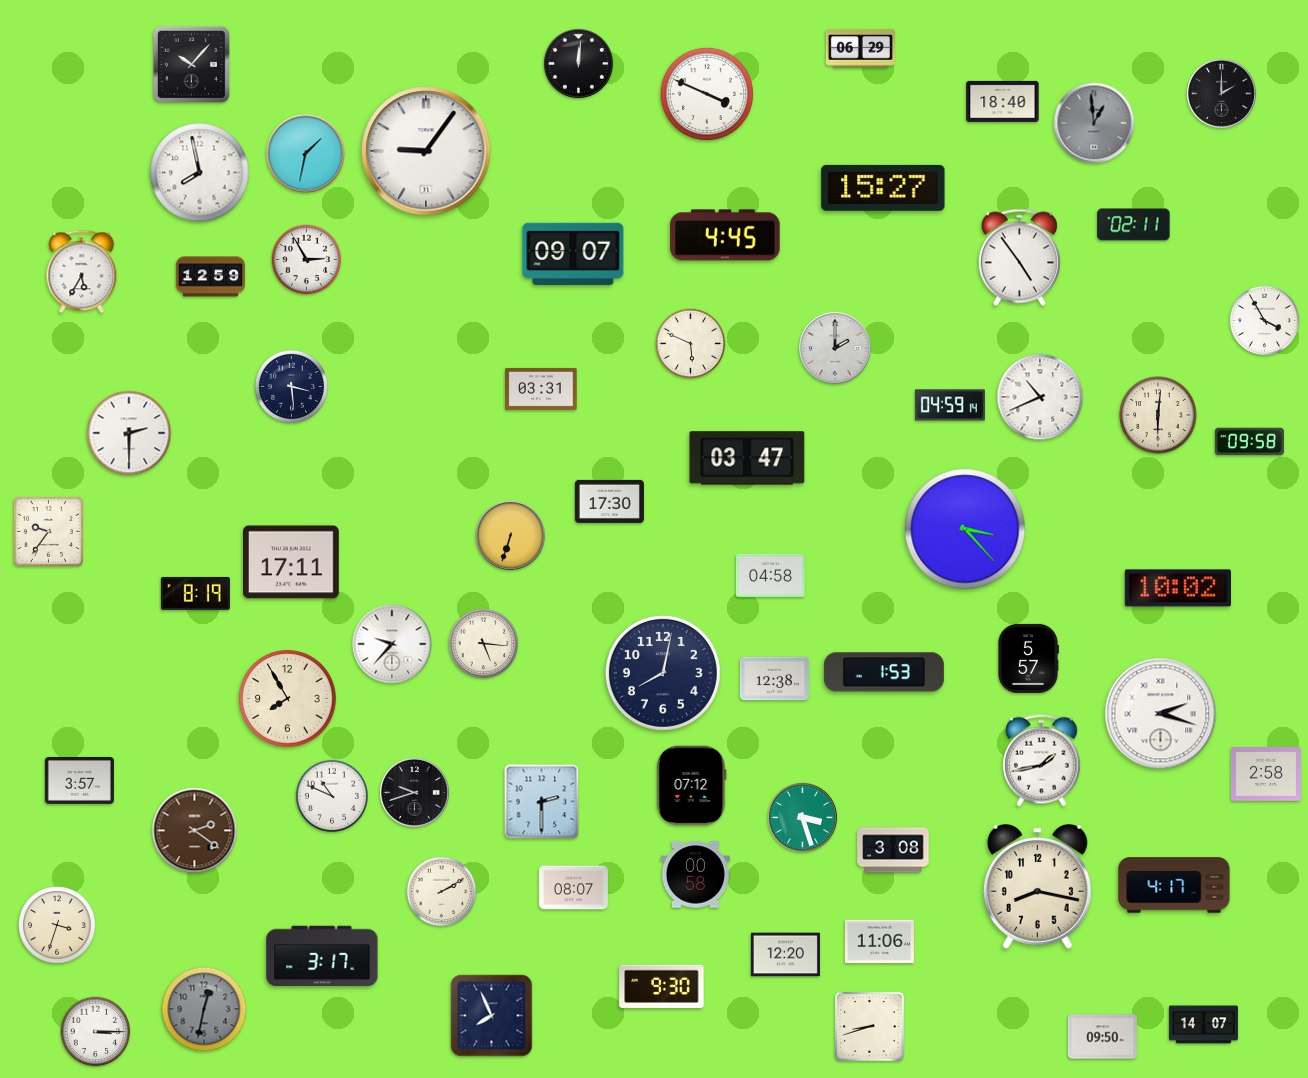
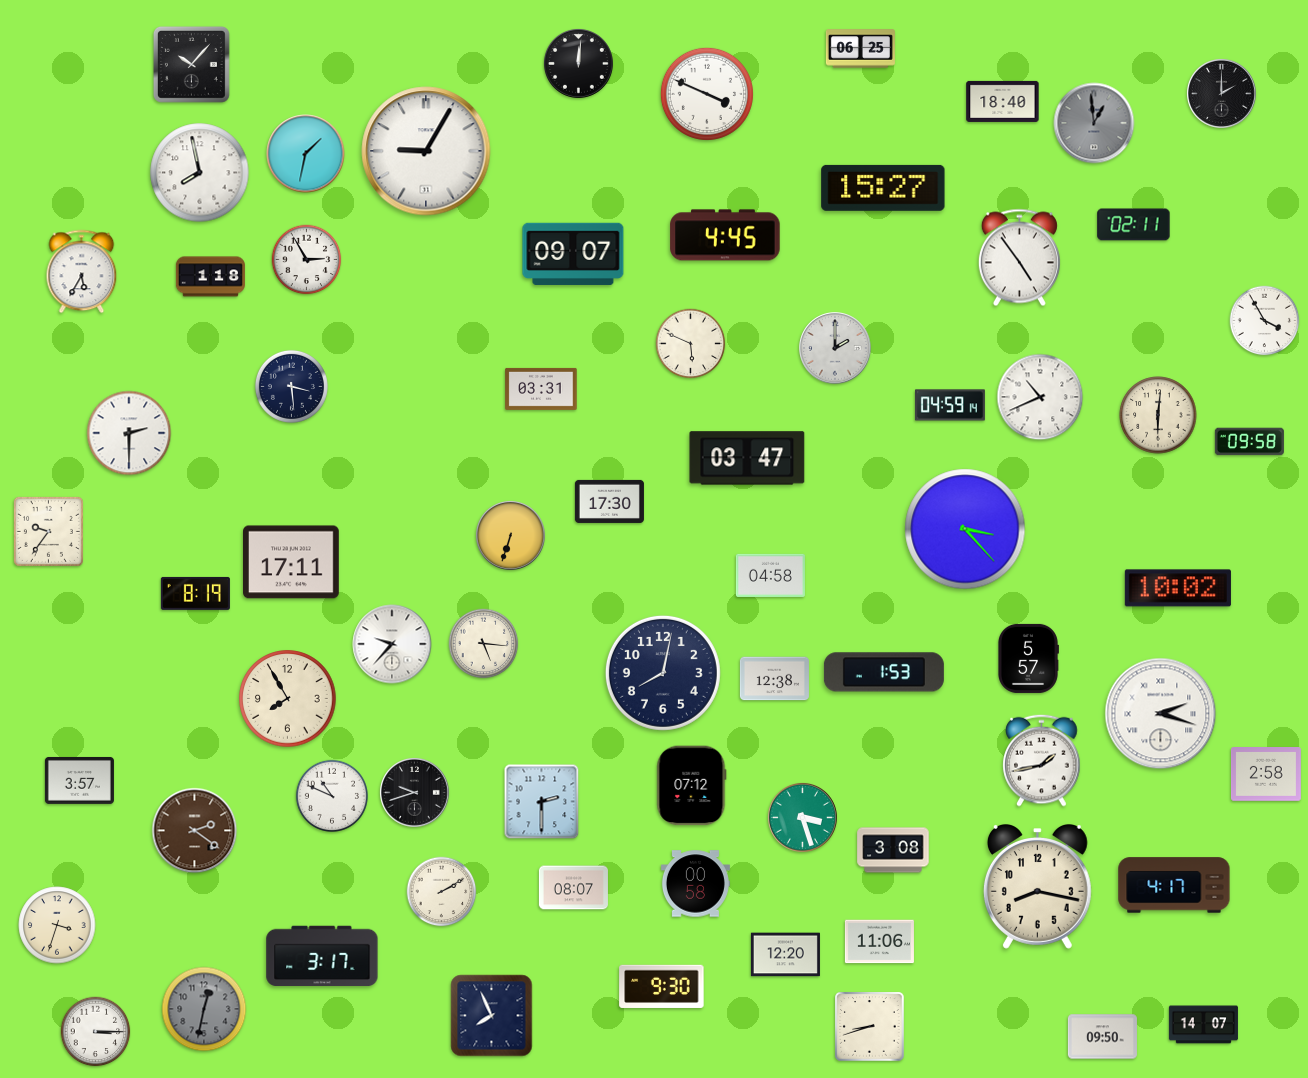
clock at (860, 49): 06:29 -> 06:25
clock at (426, 151): 9:06 -> 9:05
clock at (210, 277): 12:59 -> 1:18
clock at (695, 875) position: (695, 875) -> (695, 884)
